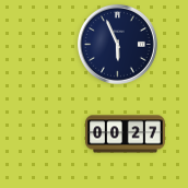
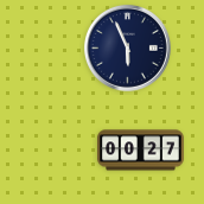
clock at (126, 134) position: (126, 134) -> (141, 151)
